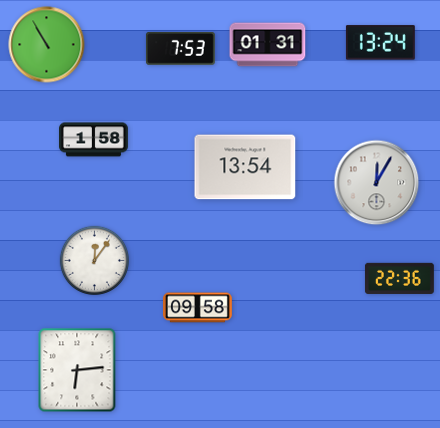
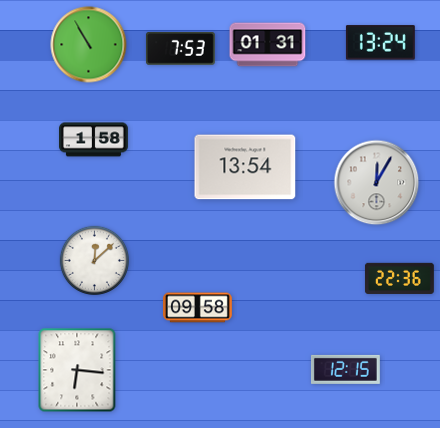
clock at (47, 45) position: (47, 45) -> (89, 45)
clock at (94, 260): 12:06 -> 12:08
clock at (345, 369): none -> 12:15
clock at (77, 370): 6:14 -> 6:16
